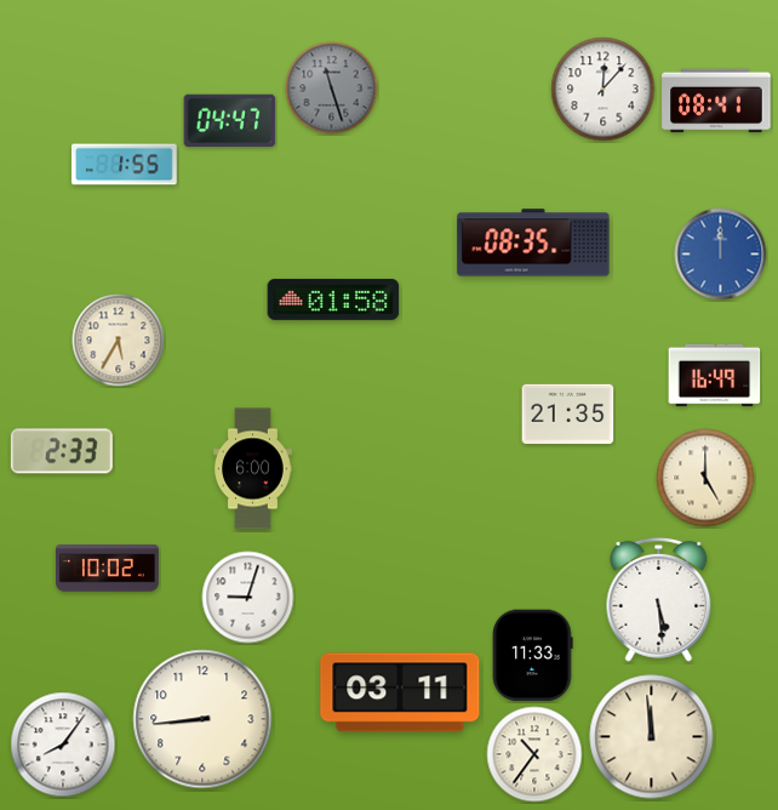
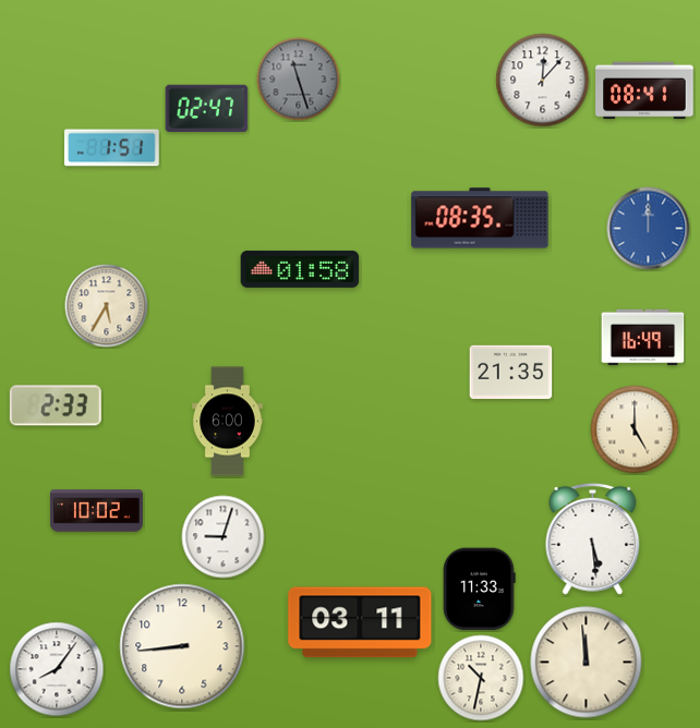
clock at (230, 121): 04:47 -> 02:47
clock at (125, 165): 1:55 -> 1:51
clock at (534, 754): 10:36 -> 10:32
